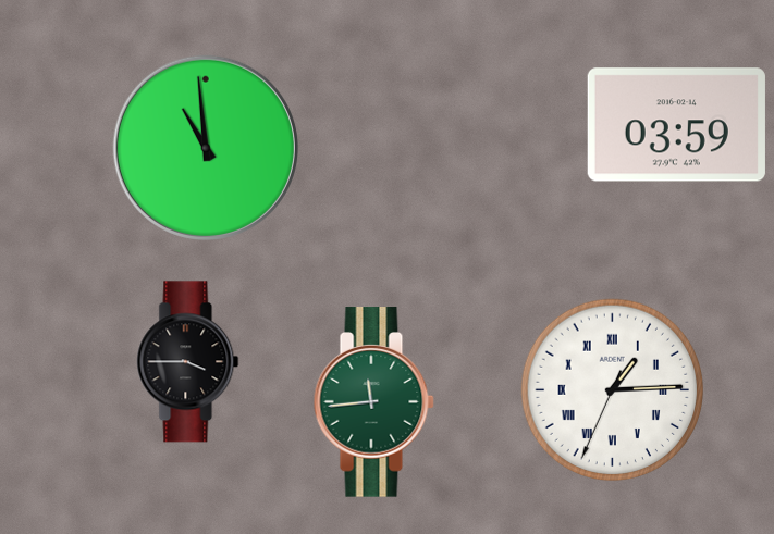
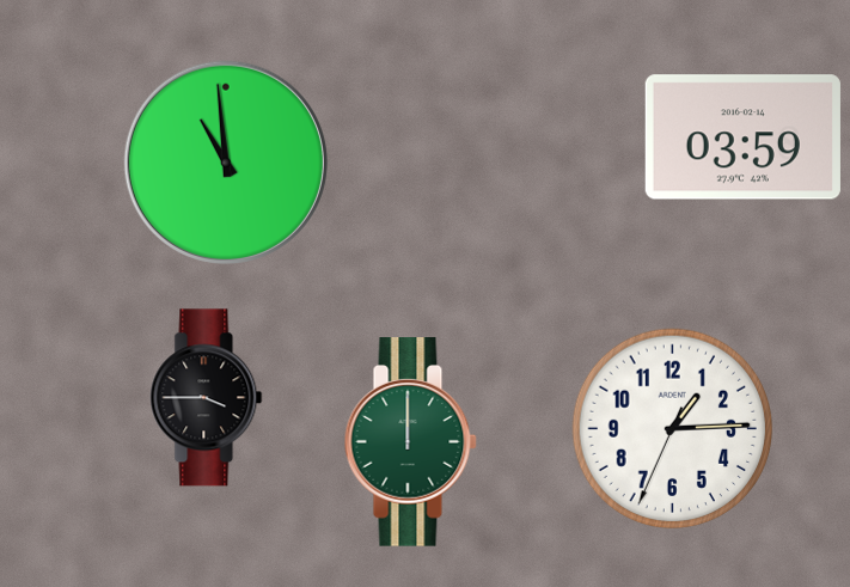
clock at (613, 390) numerals: Roman -> Arabic
clock at (373, 402): 11:44 -> 12:00
